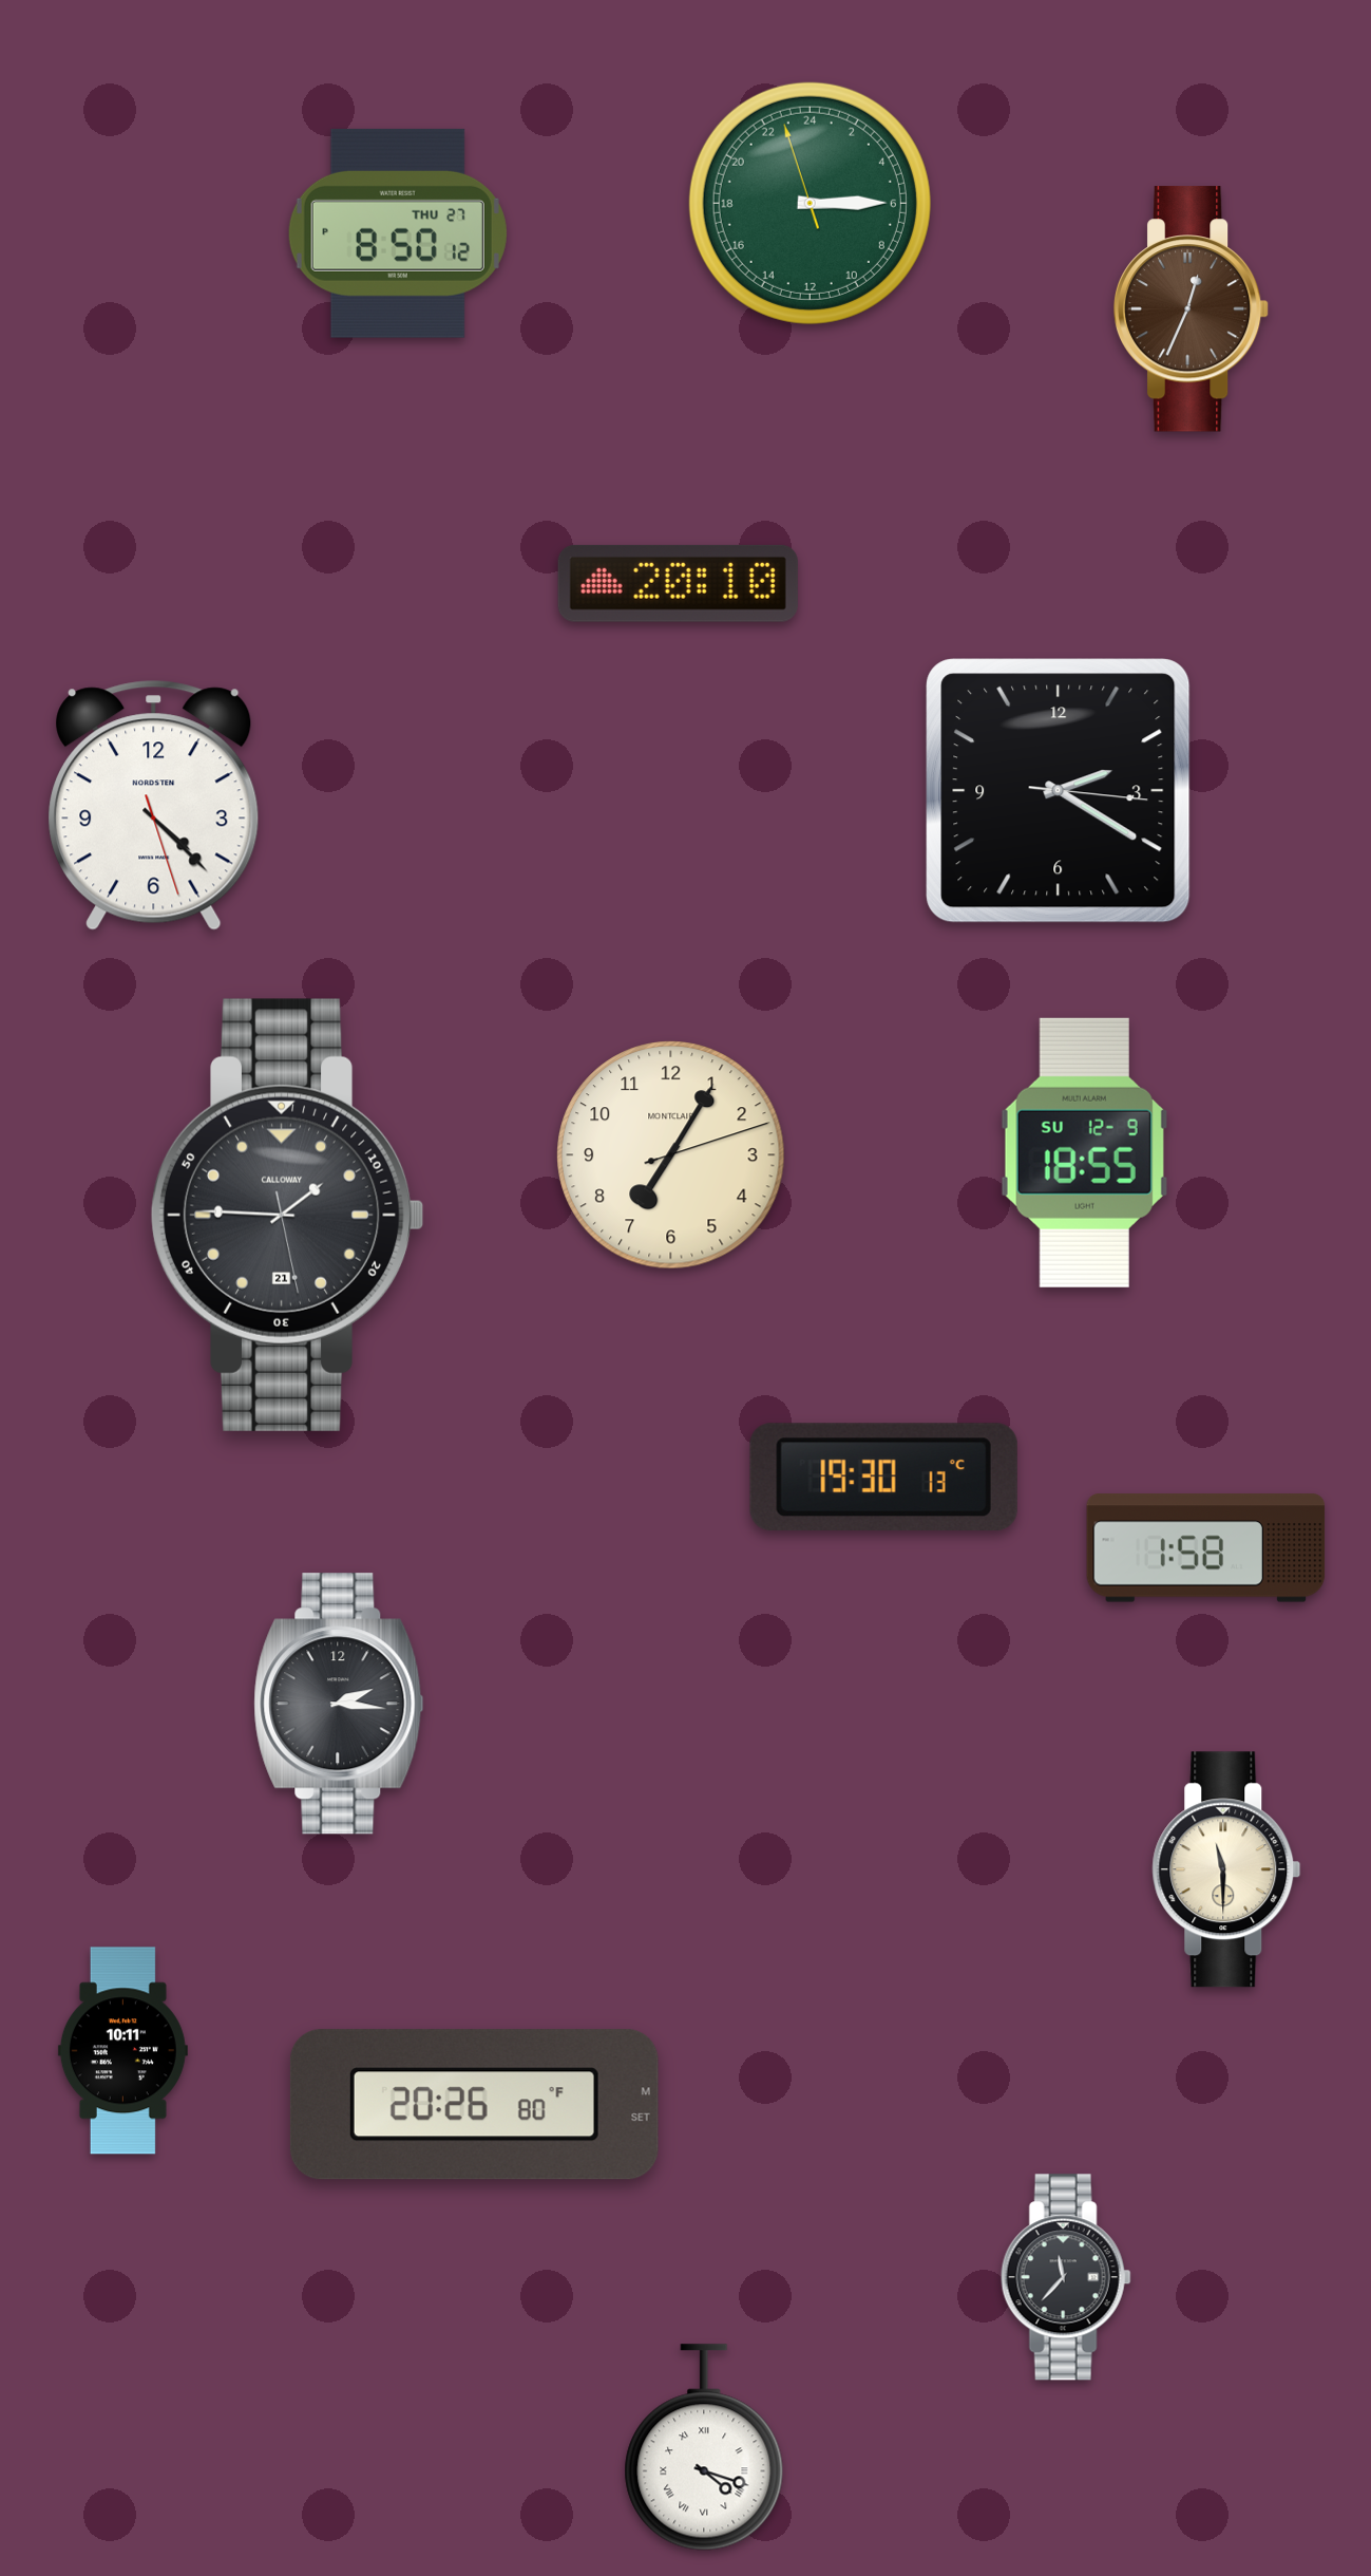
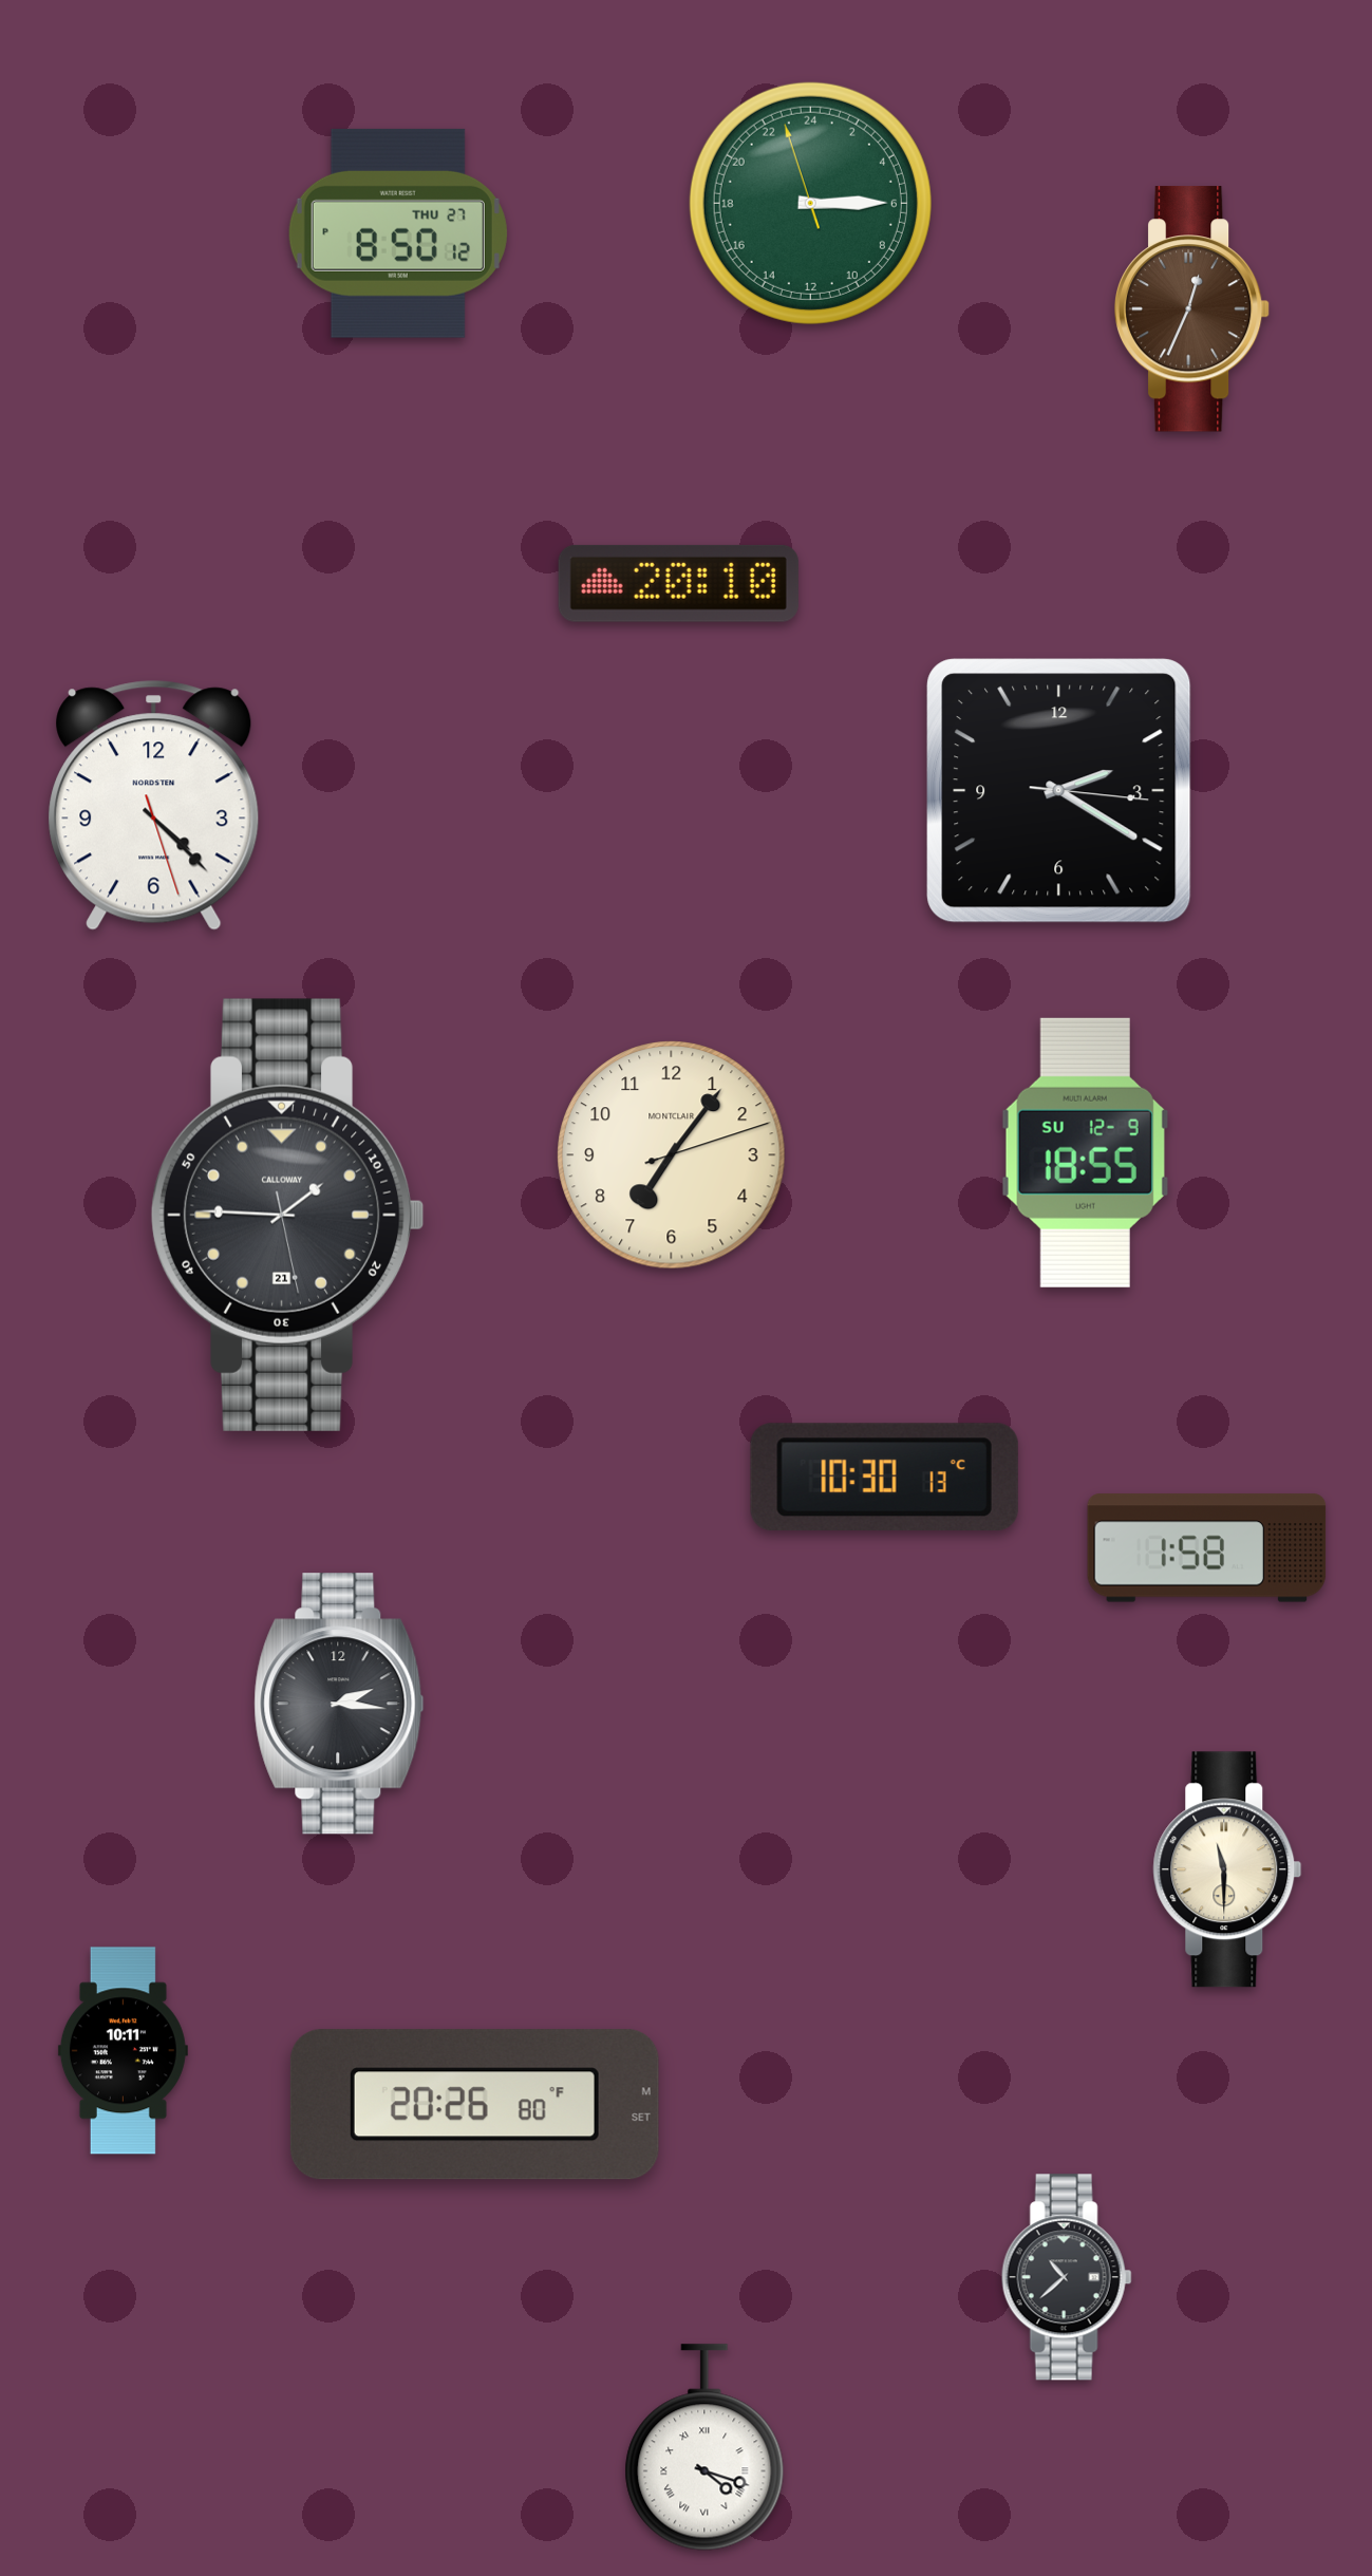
clock at (671, 1155): 7:05 -> 7:06
clock at (883, 1477): 19:30 -> 10:30
clock at (1066, 2277): 11:37 -> 10:38
